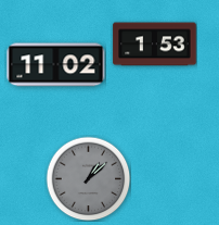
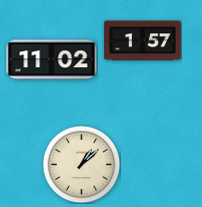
clock at (155, 45): 1:53 -> 1:57
clock at (88, 178) dial: grey -> cream
